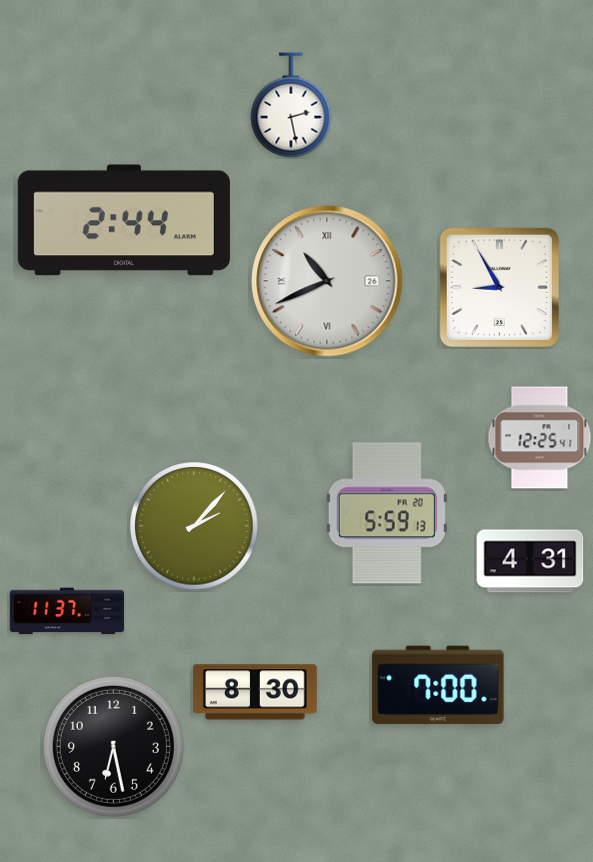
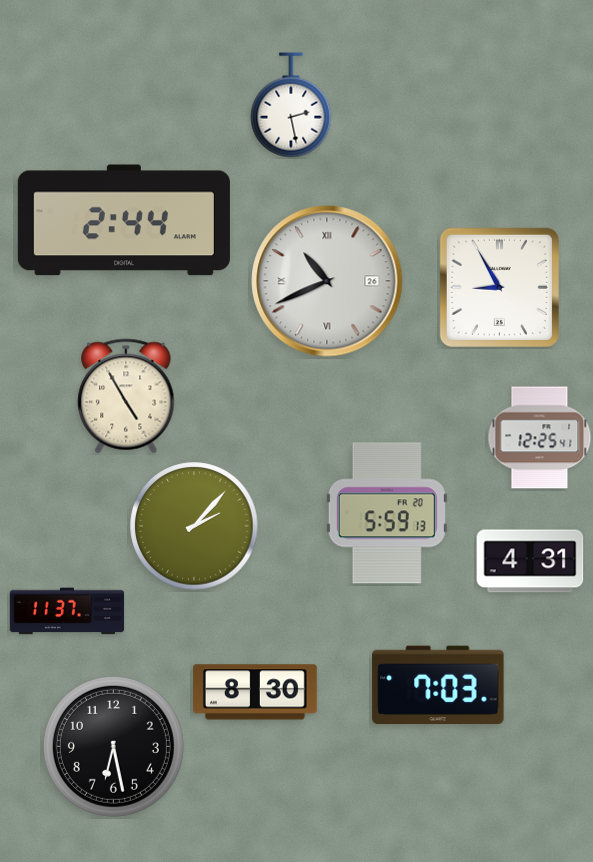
clock at (126, 396): none -> 4:55
clock at (438, 685): 7:00 -> 7:03
